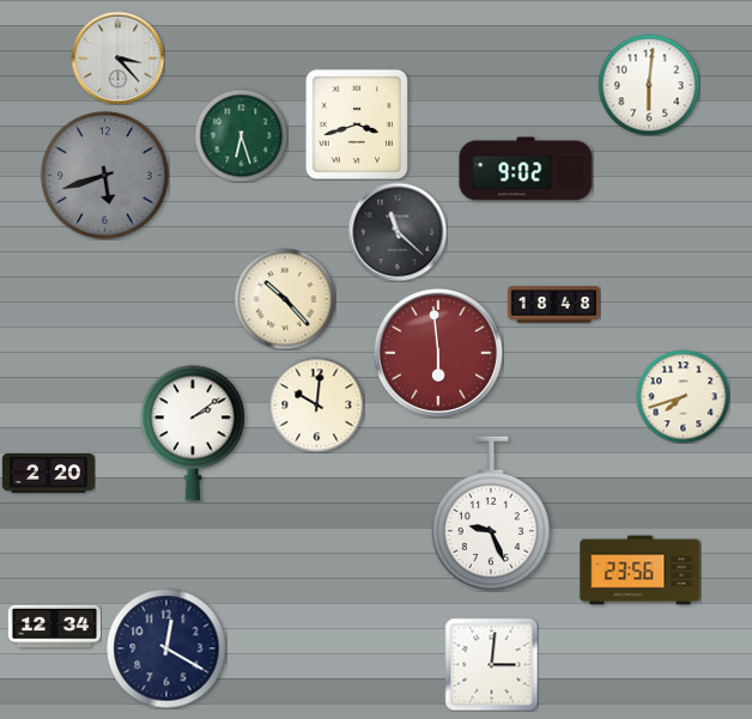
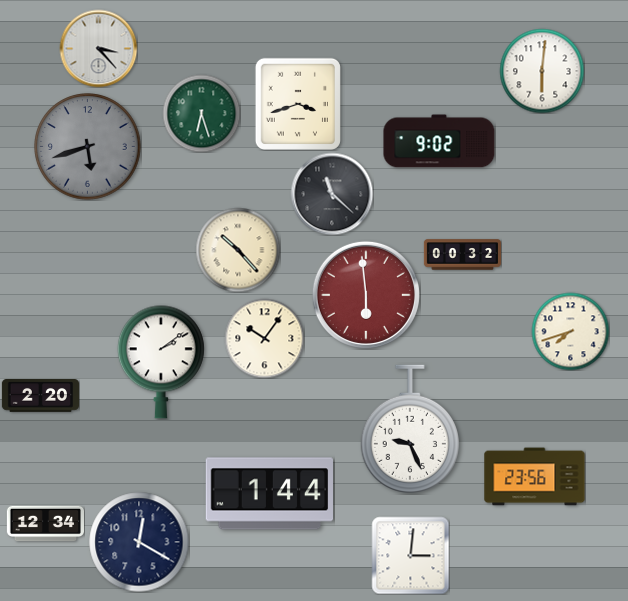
clock at (553, 305): 18:48 -> 00:32
clock at (316, 404): 10:01 -> 10:06
clock at (269, 494): none -> 1:44
